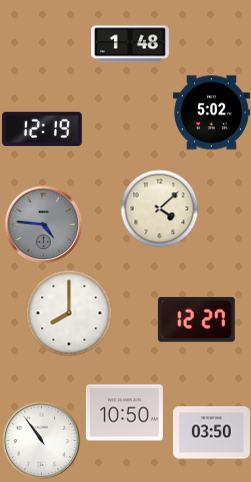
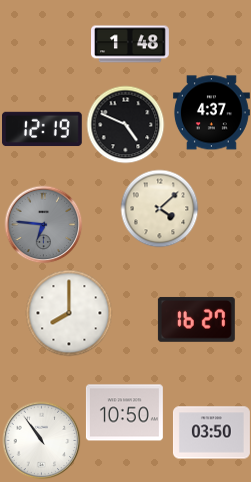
clock at (211, 113): 5:02 -> 4:37
clock at (125, 124): none -> 4:49
clock at (43, 224): 4:46 -> 6:46
clock at (196, 319): 12:27 -> 16:27
